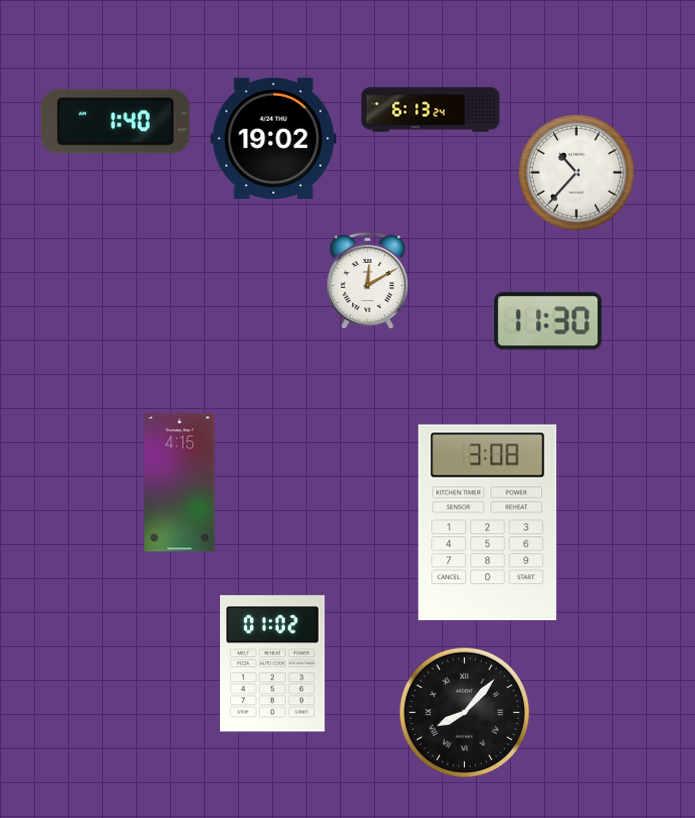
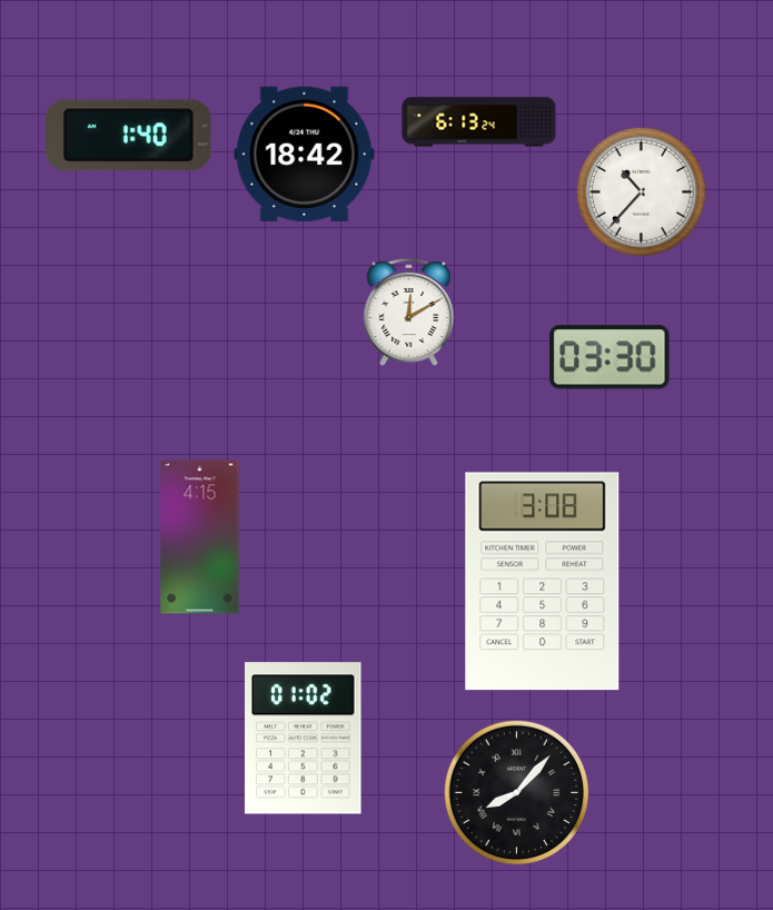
clock at (274, 138): 19:02 -> 18:42
clock at (548, 321): 11:30 -> 03:30
